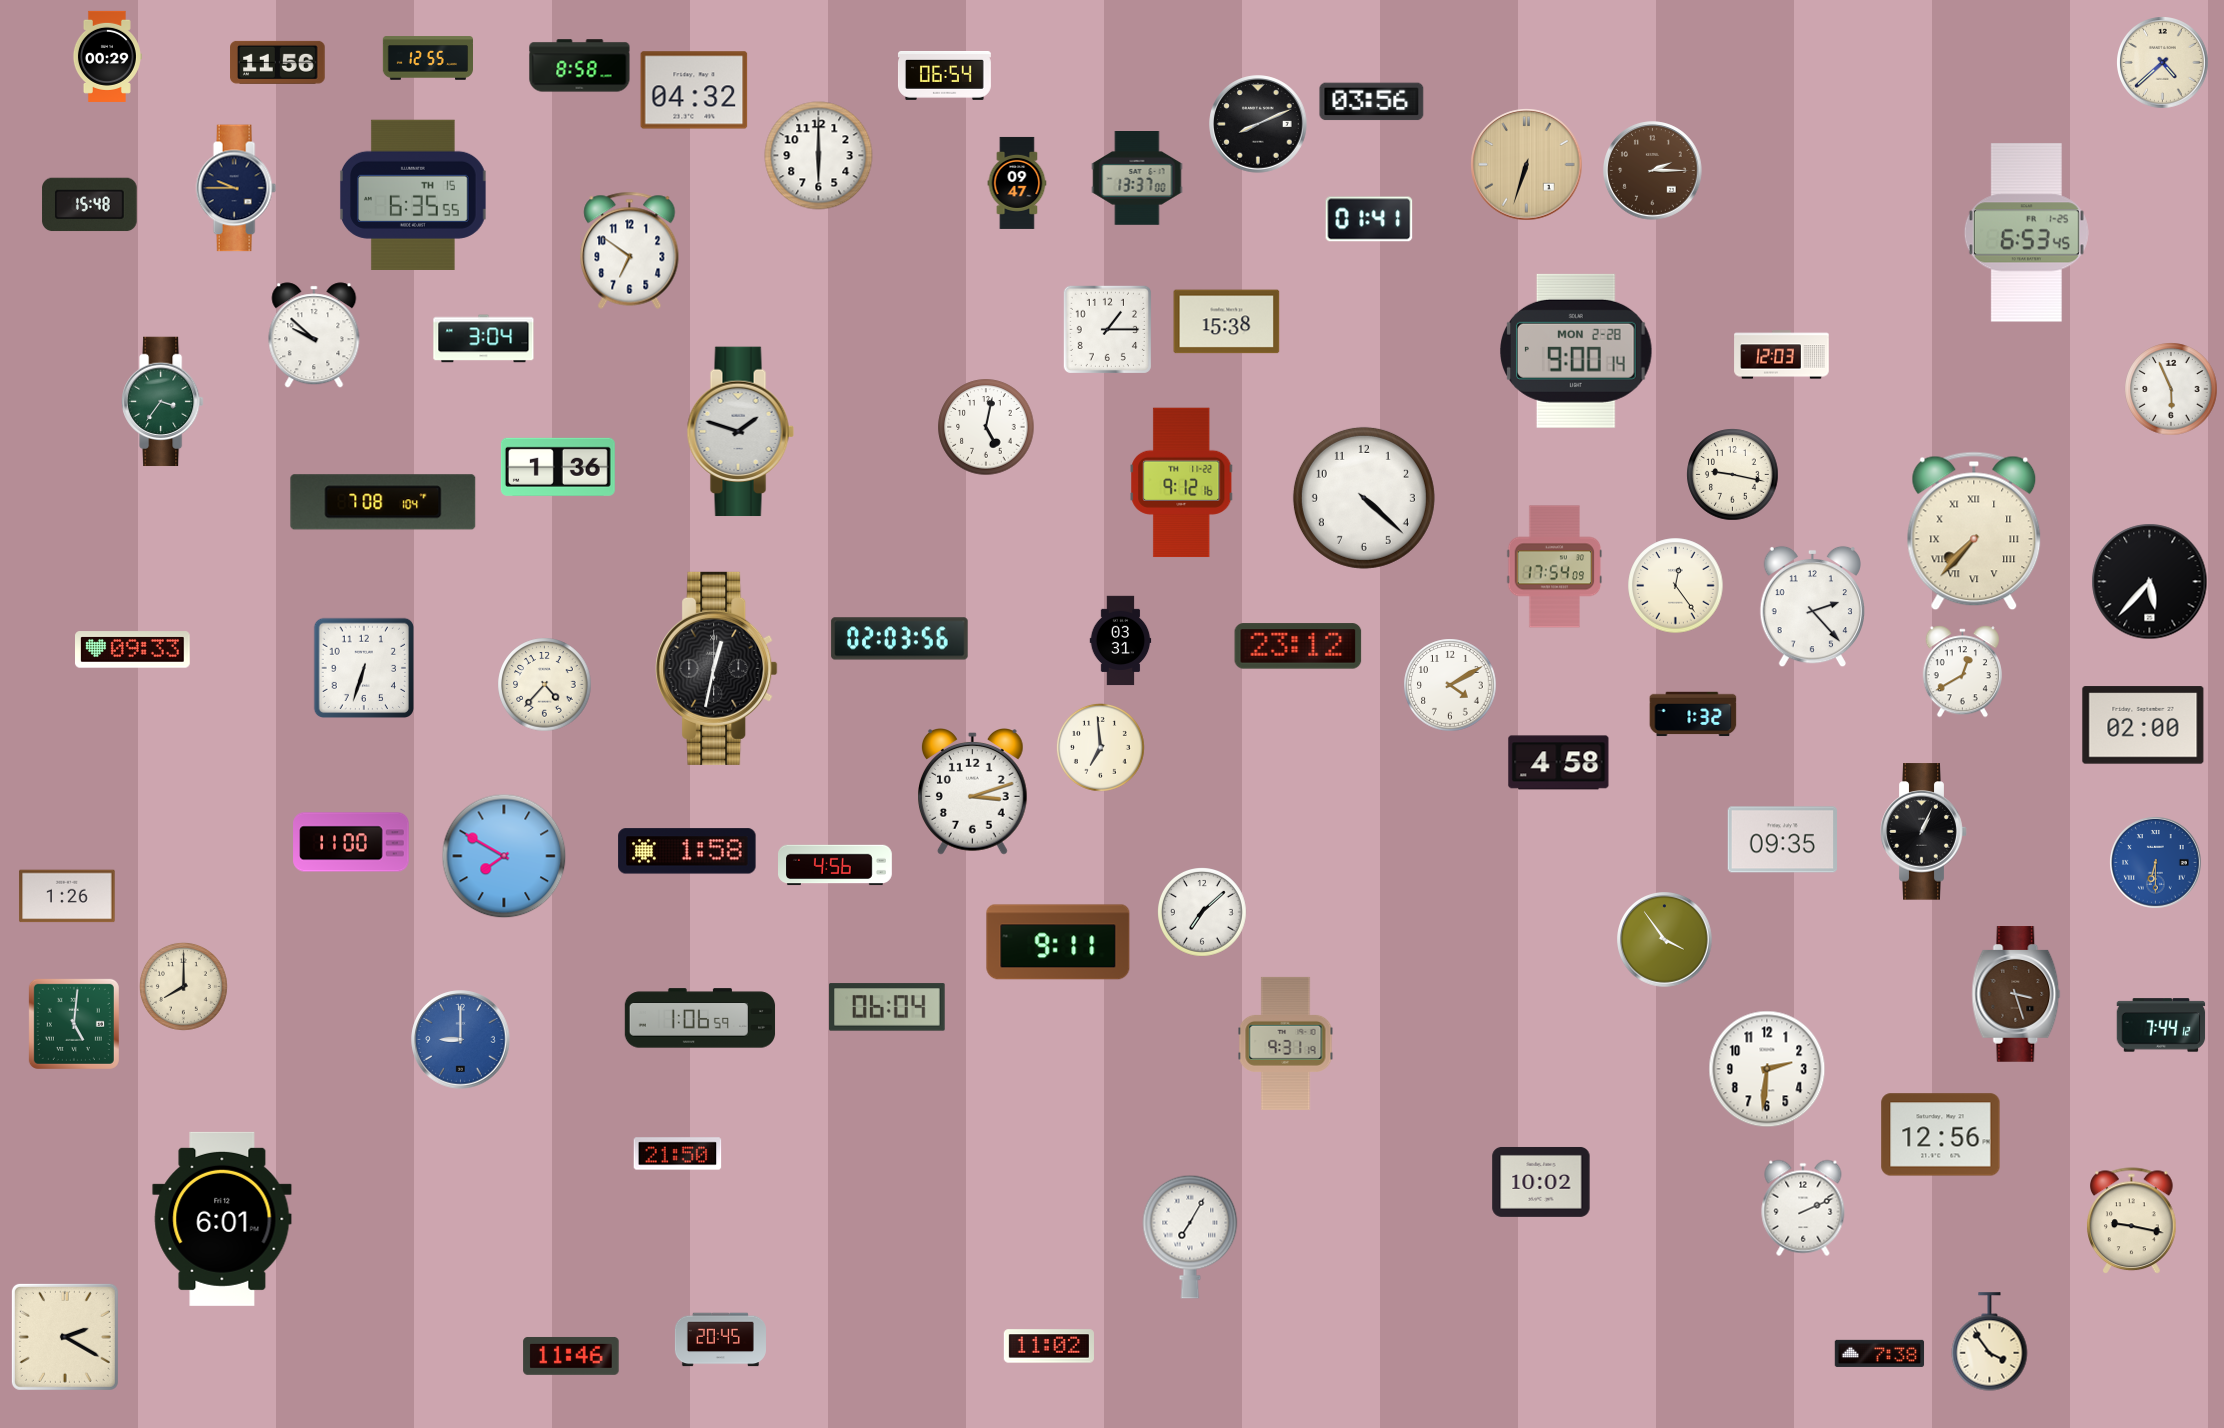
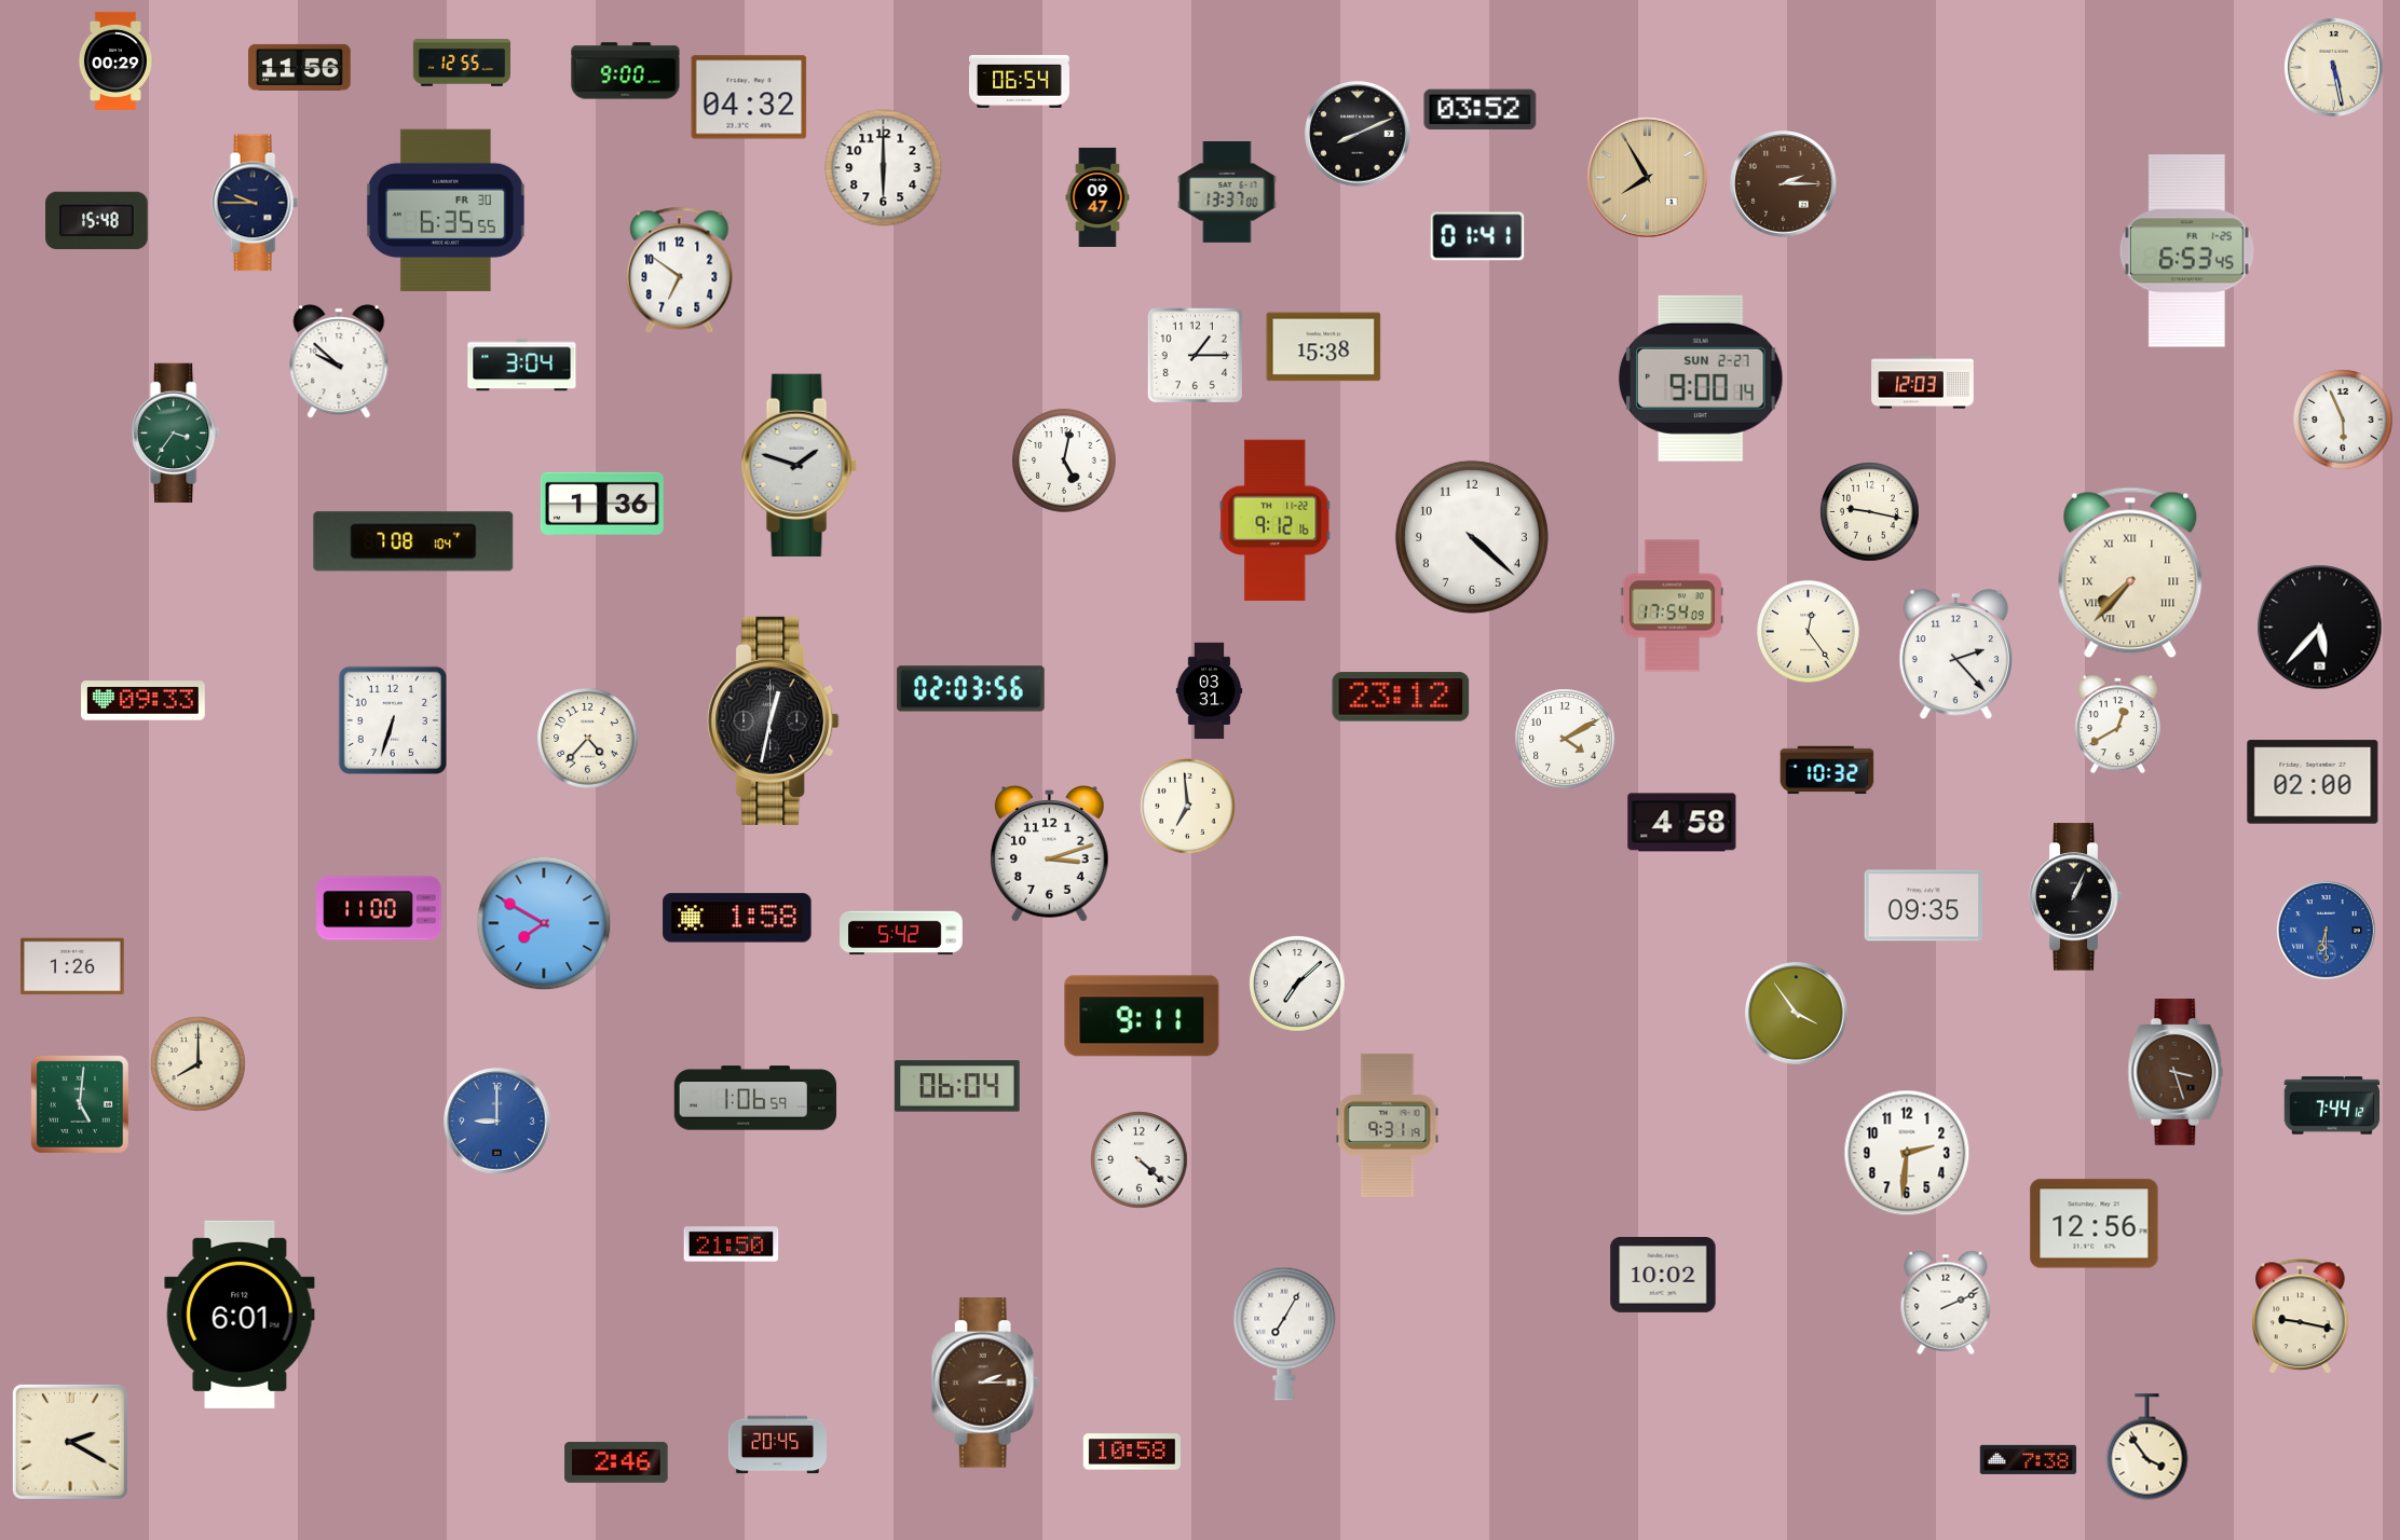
clock at (2163, 63): 4:38 -> 5:28
clock at (580, 66): 8:58 -> 9:00
clock at (1372, 102): 03:56 -> 03:52
clock at (1527, 165): 6:33 -> 7:55
clock at (414, 194) date: TH 15 -> FR 30
clock at (1576, 351) date: MON 2-28 -> SUN 2-27
clock at (1555, 567) position: (1555, 567) -> (1673, 606)
clock at (1693, 714): 1:32 -> 10:32
clock at (687, 851) position: (687, 851) -> (737, 918)
clock at (836, 865): 4:56 -> 5:42
clock at (1140, 1160): none -> 4:22
clock at (985, 1383): none -> 2:15
clock at (1049, 1346): 11:02 -> 10:58
clock at (571, 1356): 11:46 -> 2:46
